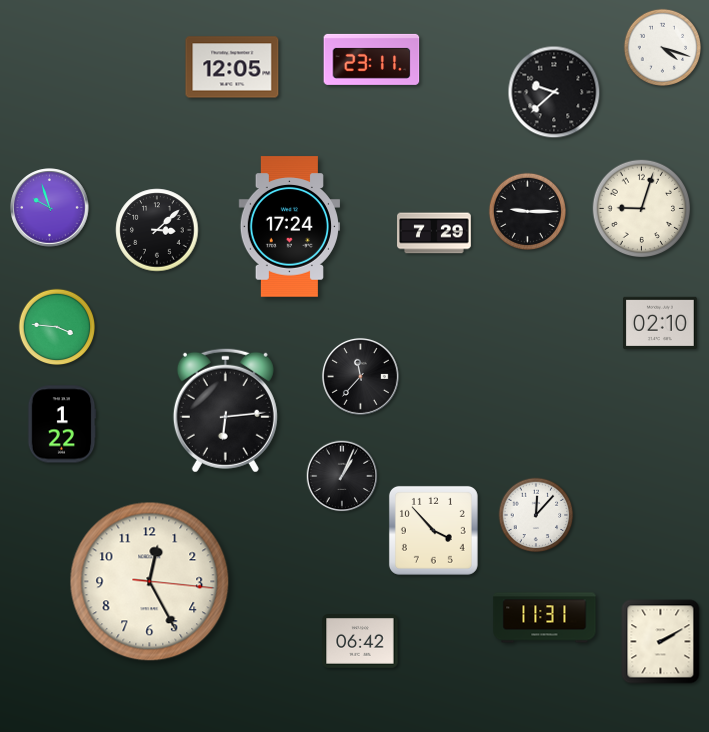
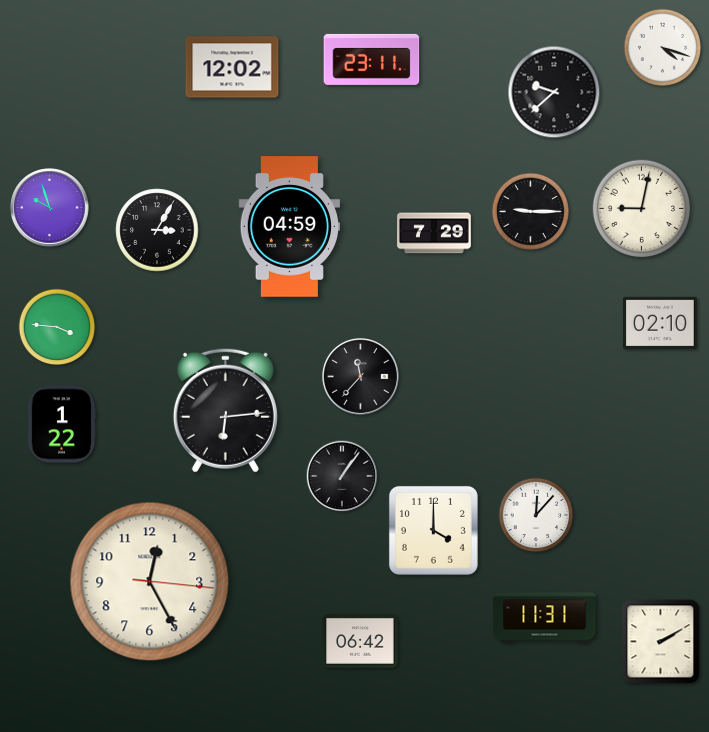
clock at (232, 67): 12:05 -> 12:02
clock at (642, 209): 9:03 -> 9:02
clock at (527, 211) position: (527, 211) -> (530, 211)
clock at (289, 227): 17:24 -> 04:59
clock at (157, 230): 3:08 -> 3:05
clock at (342, 476): 1:04 -> 1:06
clock at (433, 530): 3:53 -> 4:00
